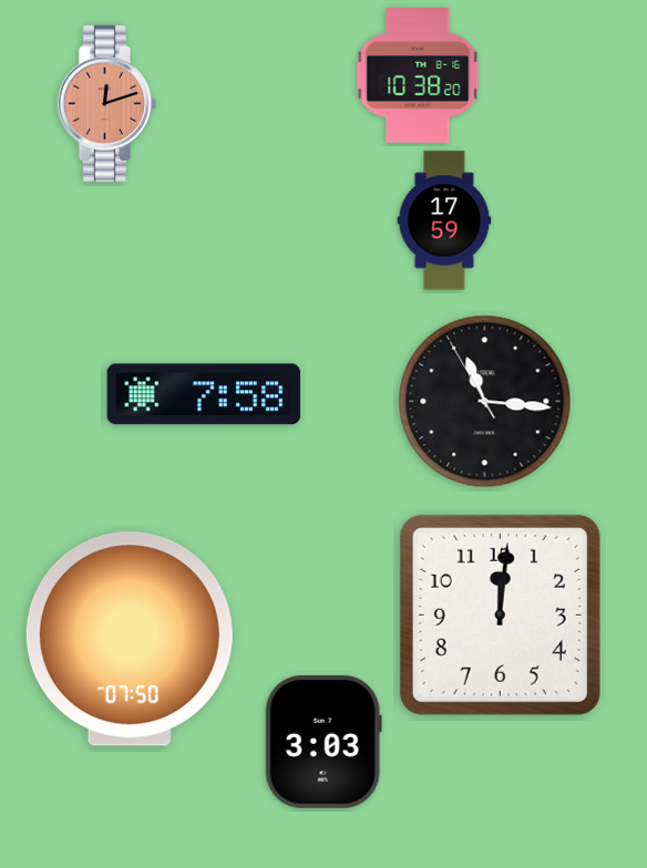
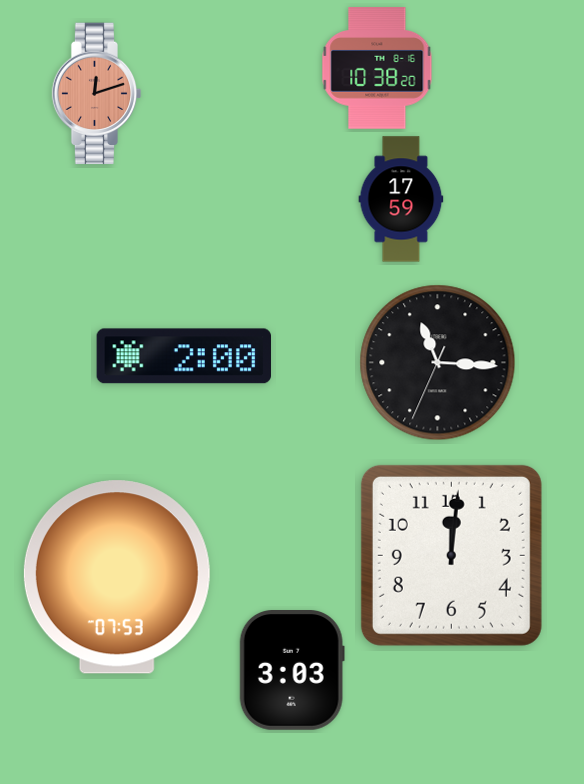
clock at (203, 394): 7:58 -> 2:00
clock at (485, 402): 11:15:55 -> 11:15:34
clock at (130, 639): 07:50 -> 07:53
